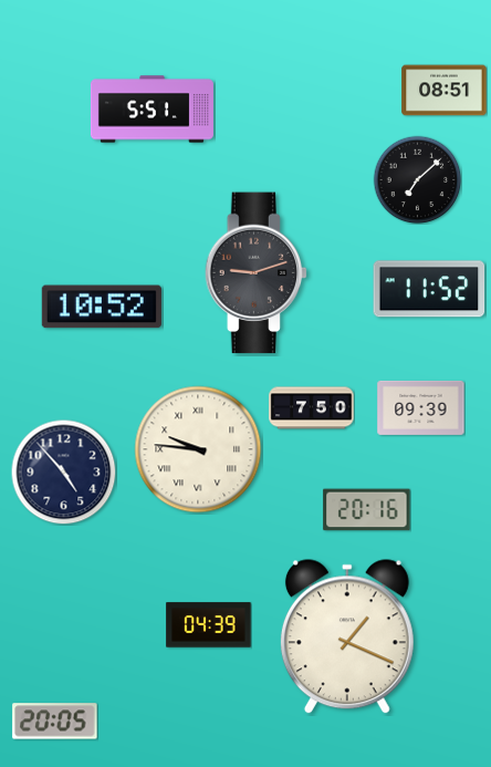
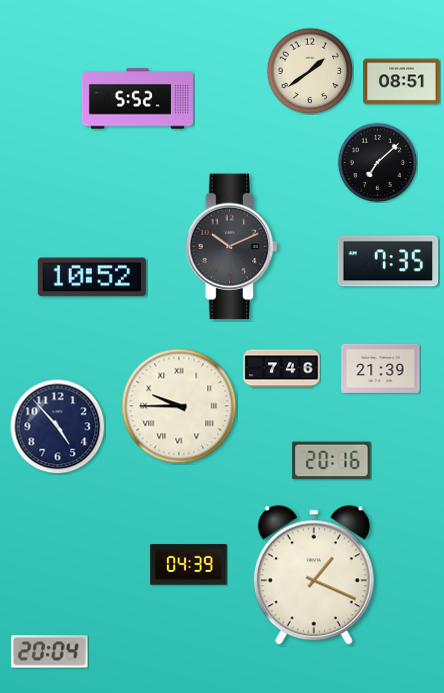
clock at (310, 71): none -> 1:39
clock at (152, 110): 5:51 -> 5:52
clock at (257, 273): 9:12 -> 10:11
clock at (429, 289): 11:52 -> 7:35
clock at (421, 407): 09:39 -> 21:39
clock at (312, 408): 7:50 -> 7:46
clock at (198, 449): 9:46 -> 9:45
clock at (55, 722): 20:05 -> 20:04
